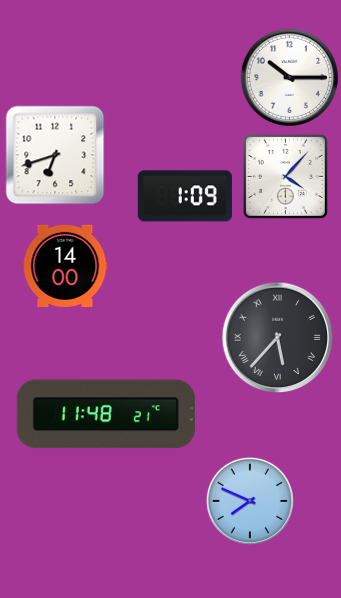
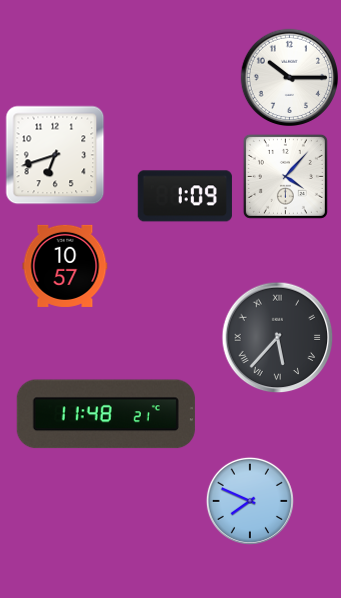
clock at (65, 266): 14:00 -> 10:57
